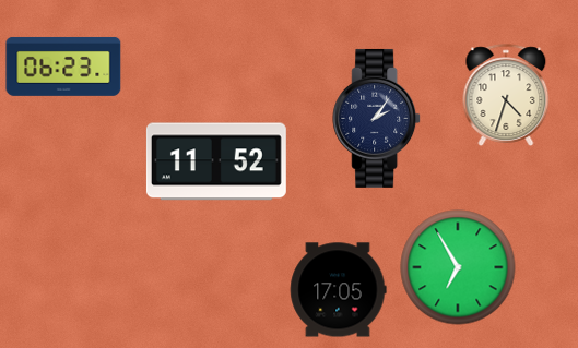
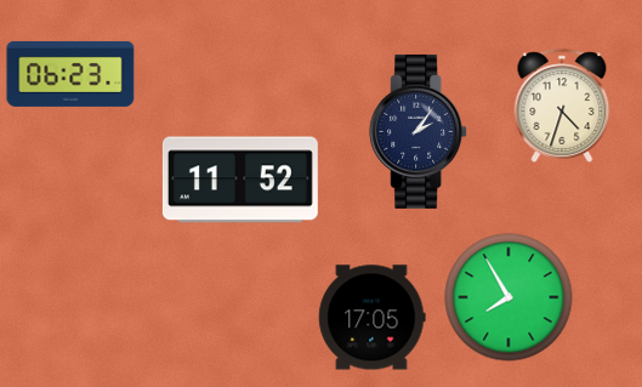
clock at (458, 267): 6:55 -> 7:55
clock at (339, 290) position: (339, 290) -> (373, 318)
